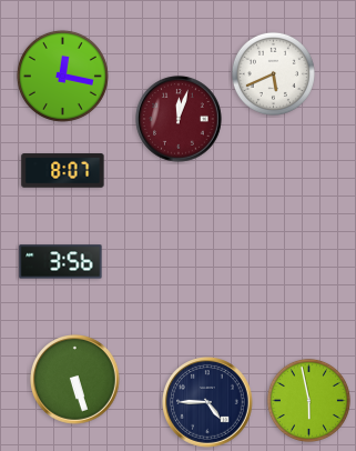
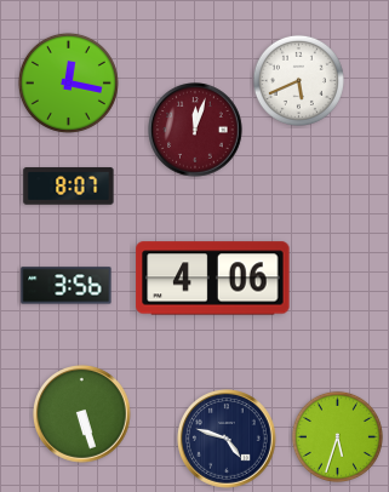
clock at (213, 279): none -> 4:06
clock at (308, 400): 5:58 -> 5:33
clock at (208, 403): 4:45 -> 4:48
